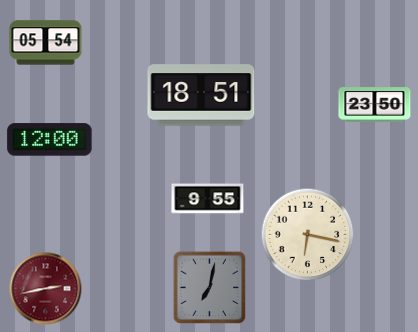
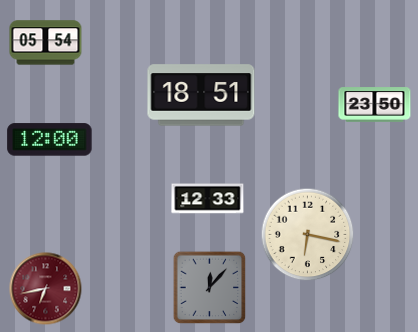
clock at (208, 199): 9:55 -> 12:33
clock at (210, 288): 7:02 -> 12:07
clock at (46, 289): 2:43 -> 6:43
